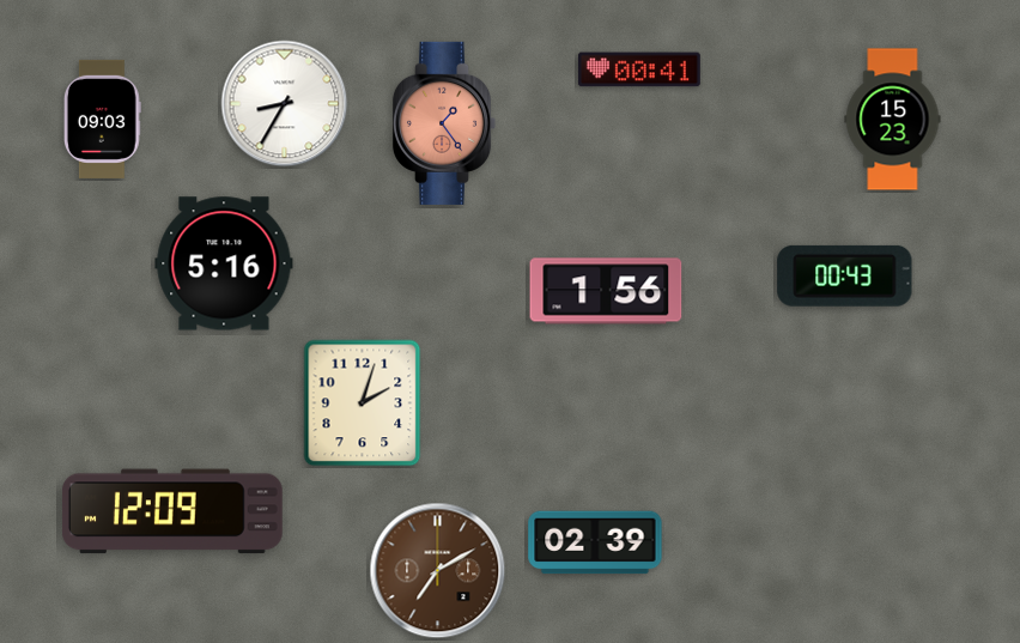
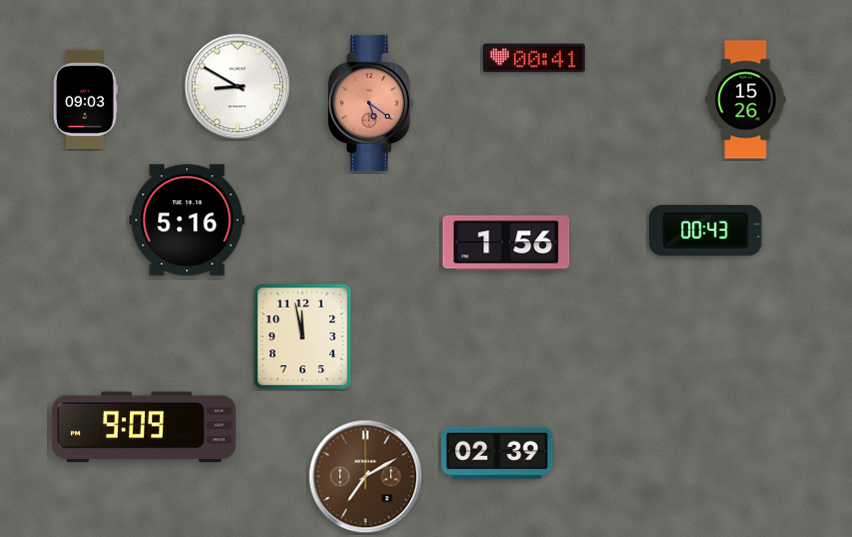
clock at (285, 104): 8:35 -> 8:50
clock at (893, 120): 15:23 -> 15:26
clock at (444, 123): 1:24 -> 5:21
clock at (363, 404): 2:03 -> 11:58
clock at (172, 511): 12:09 -> 9:09
